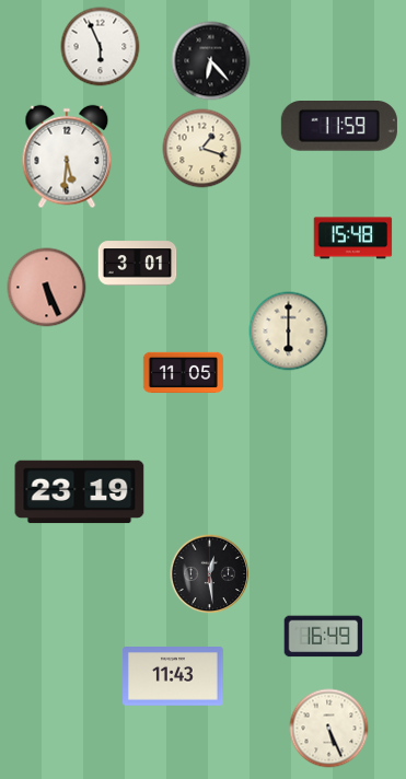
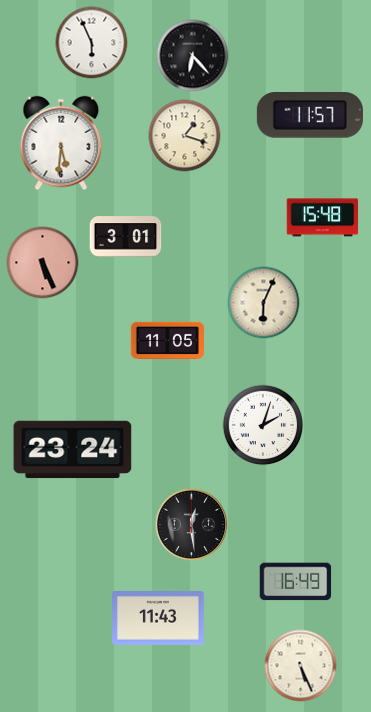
clock at (339, 127): 11:59 -> 11:57
clock at (138, 264) position: (138, 264) -> (126, 237)
clock at (289, 332): 6:00 -> 6:04
clock at (263, 425): none -> 2:03
clock at (80, 492): 23:19 -> 23:24
